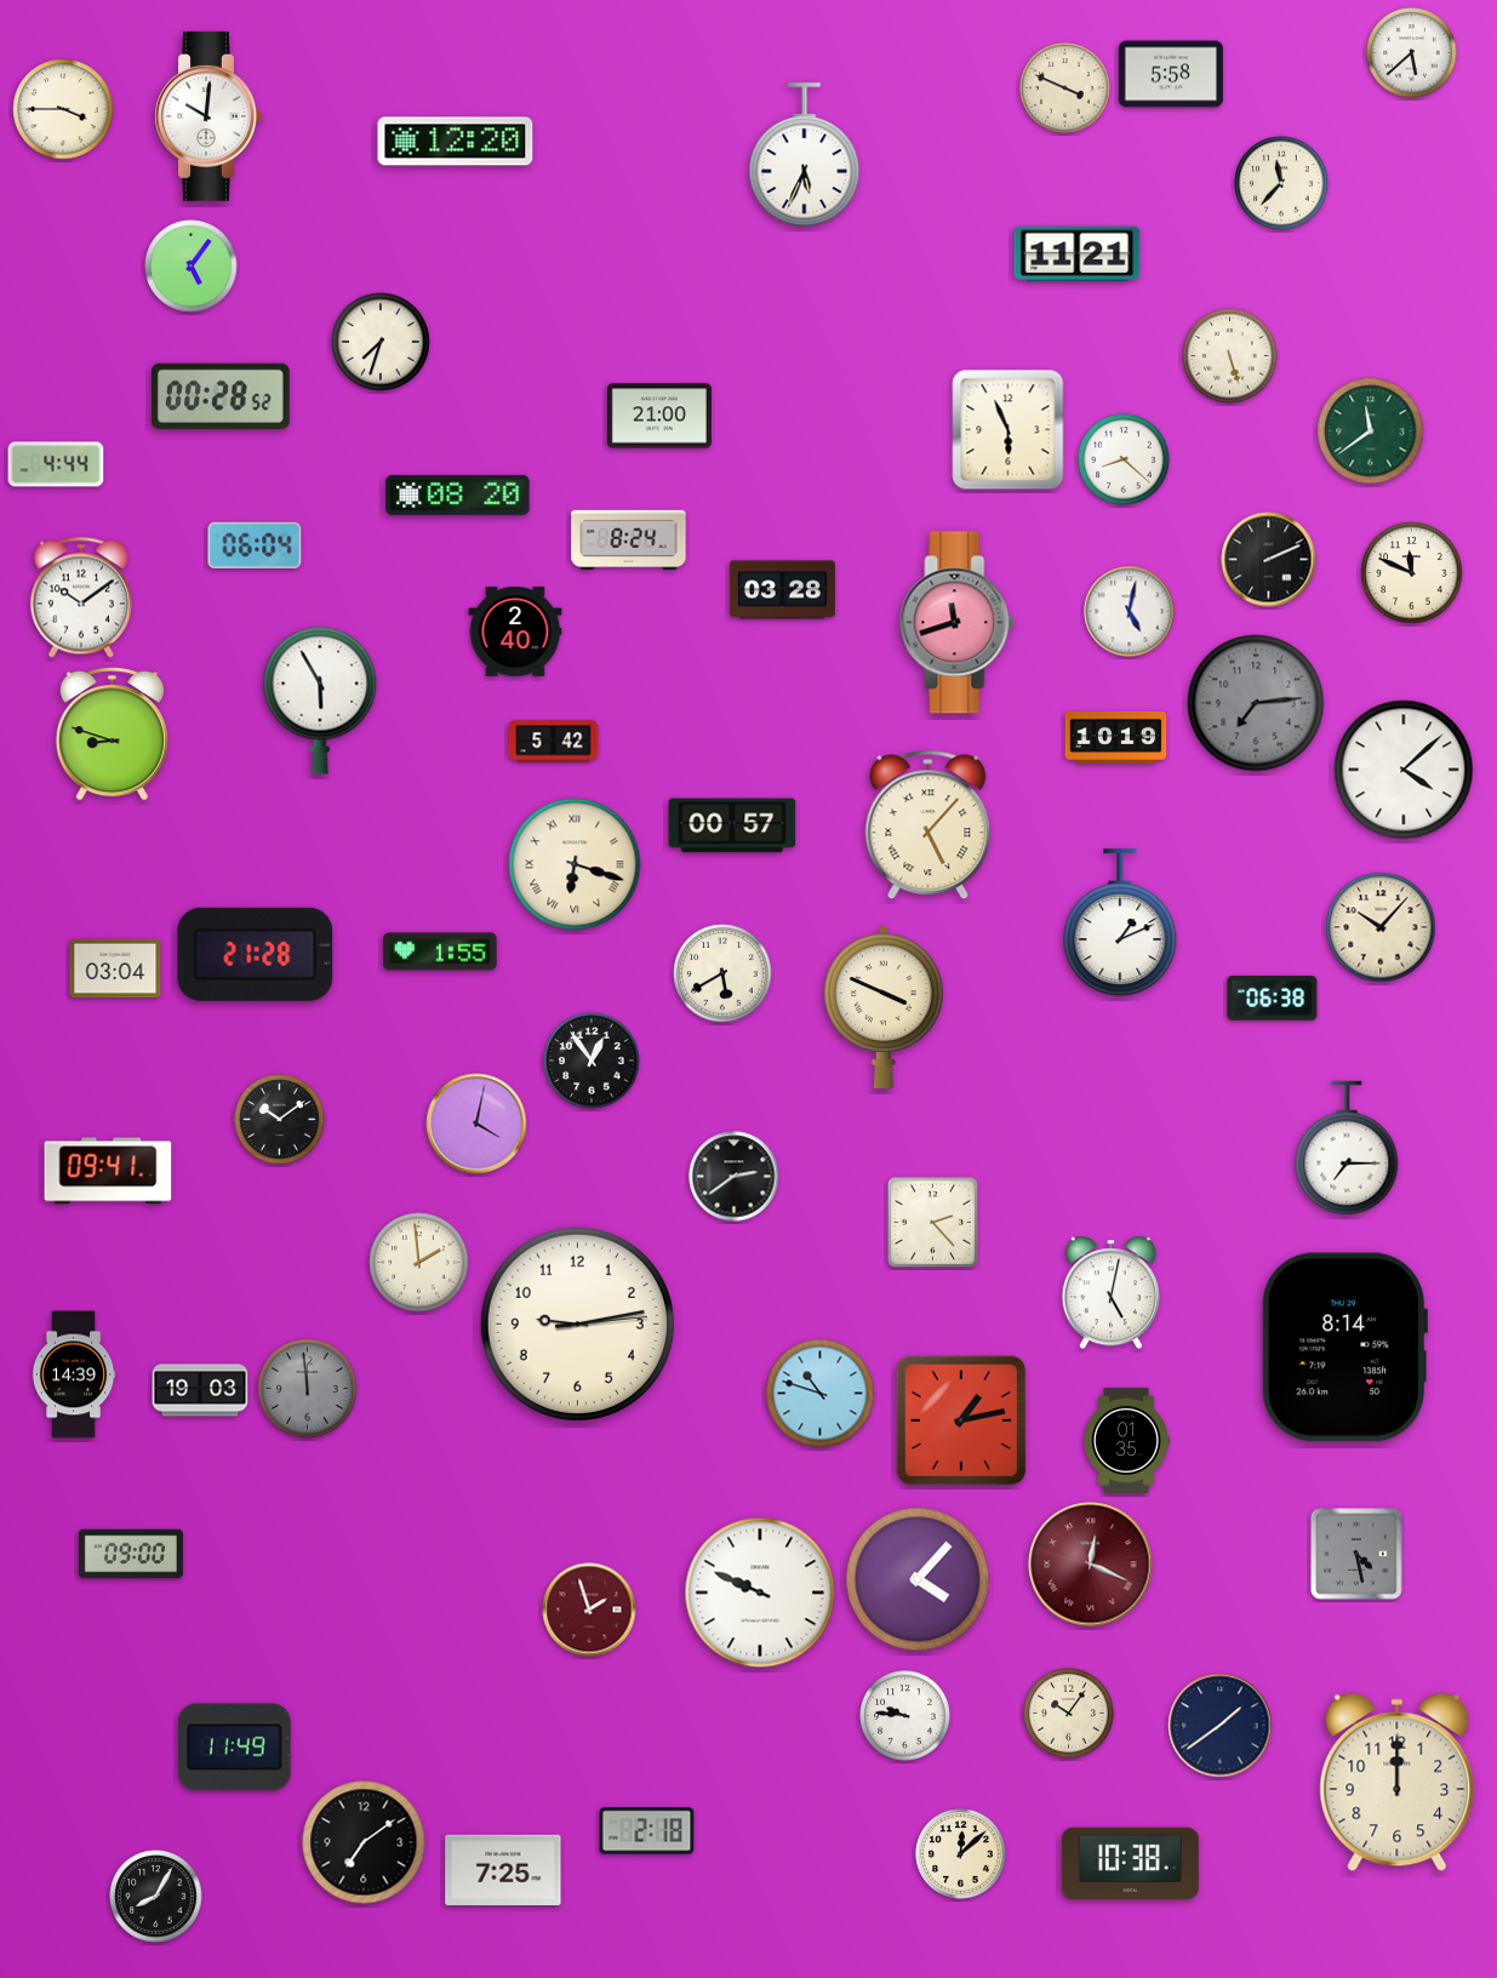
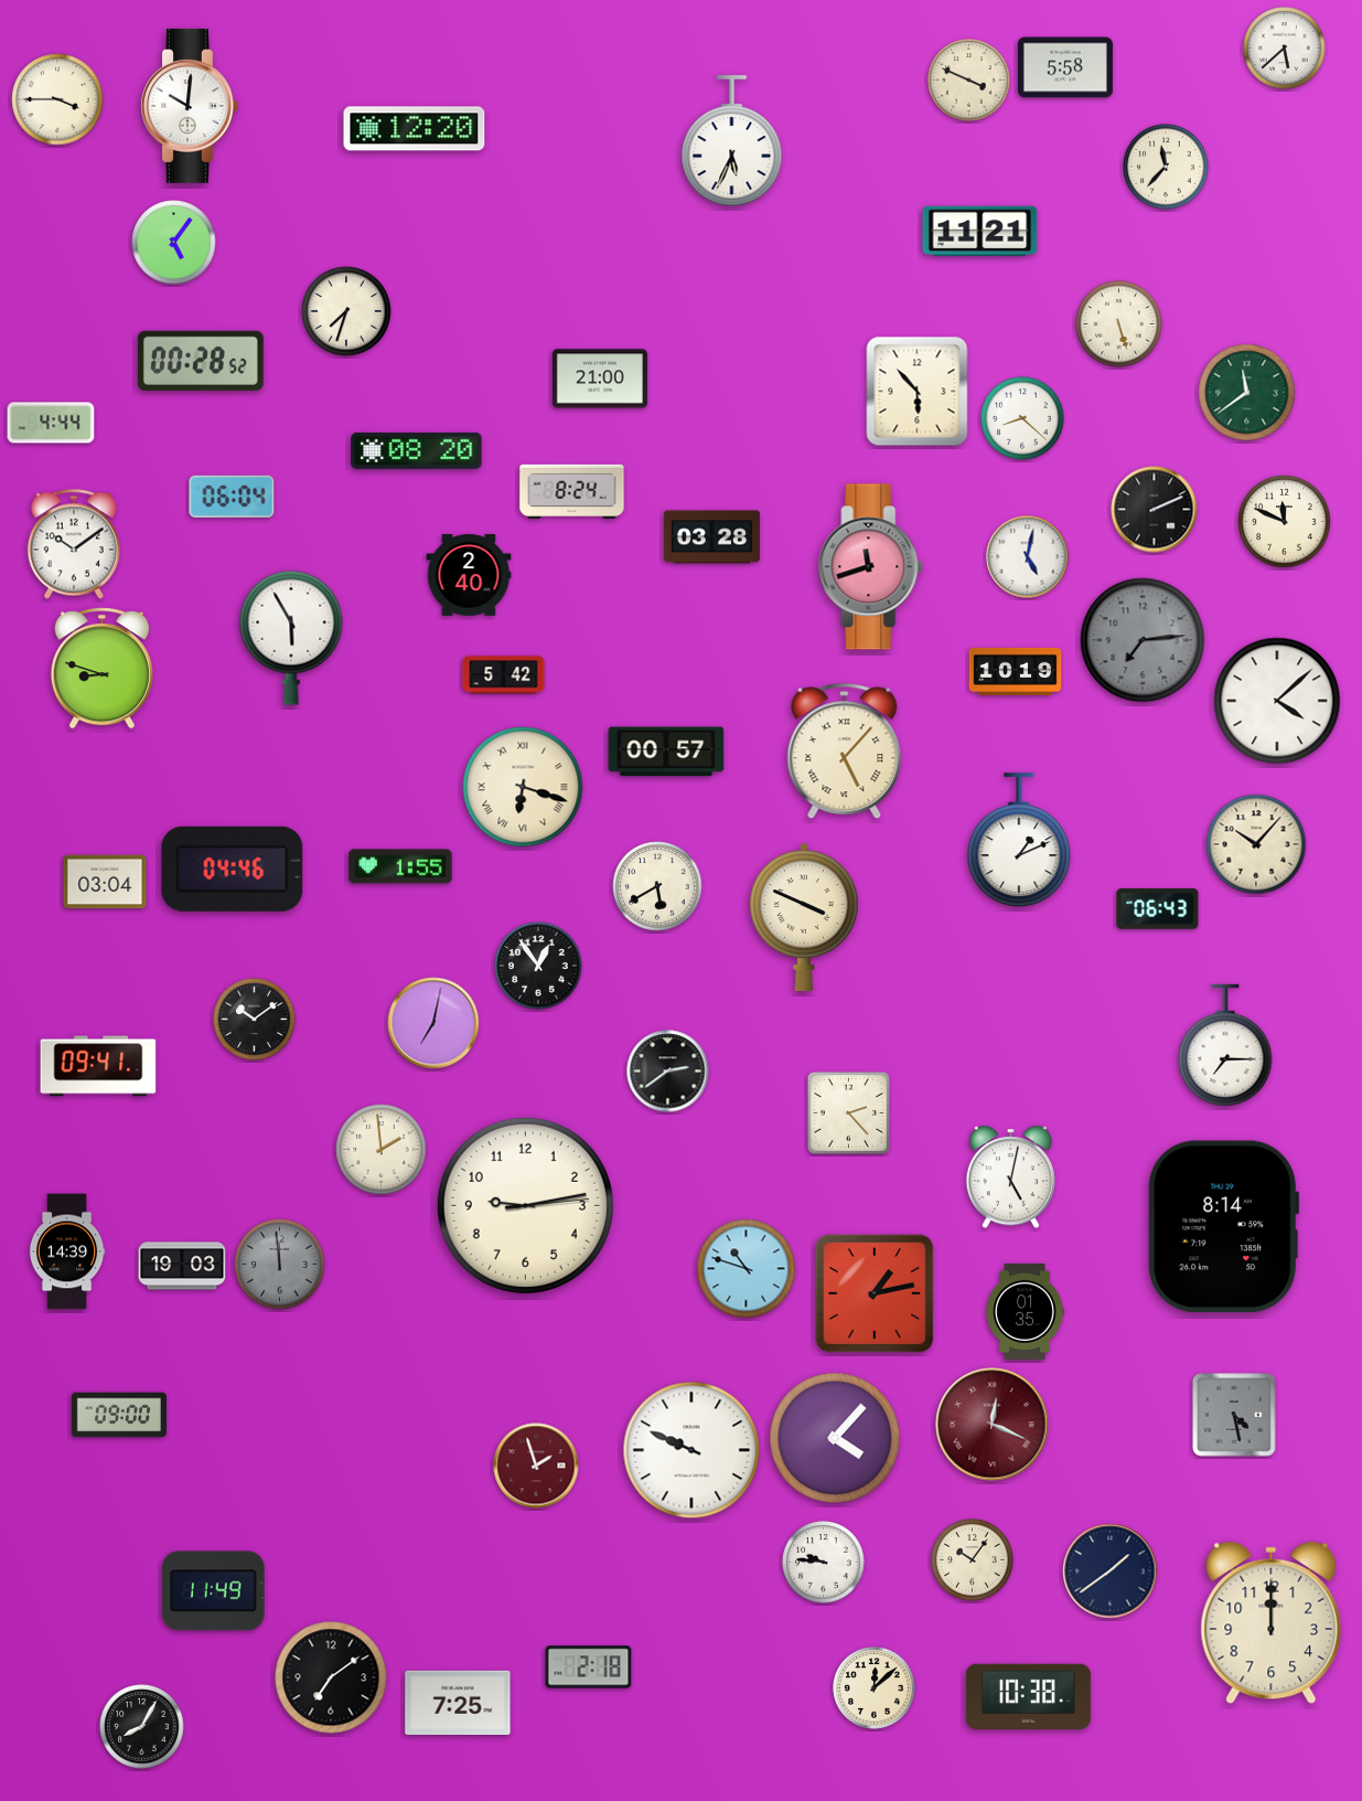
clock at (1009, 430): 5:56 -> 5:53
clock at (256, 954): 21:28 -> 04:46
clock at (1273, 999): 06:38 -> 06:43
clock at (476, 1124): 4:02 -> 7:02
